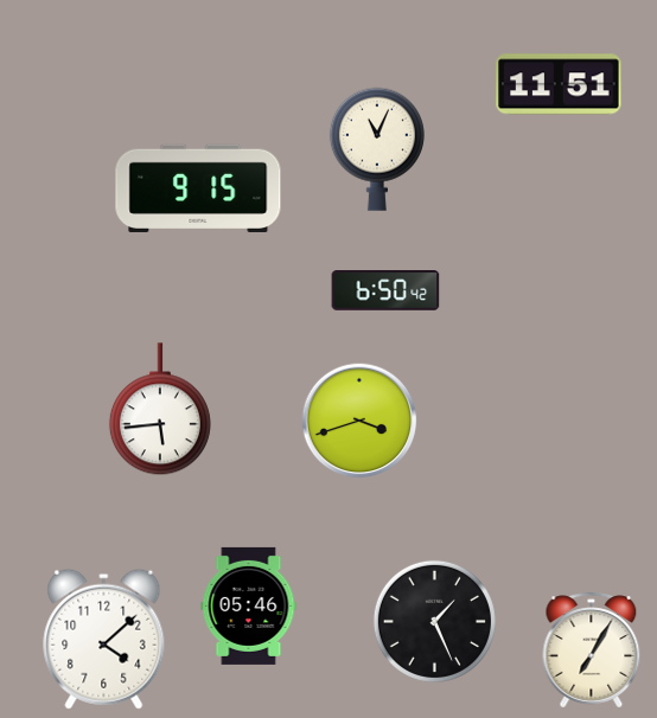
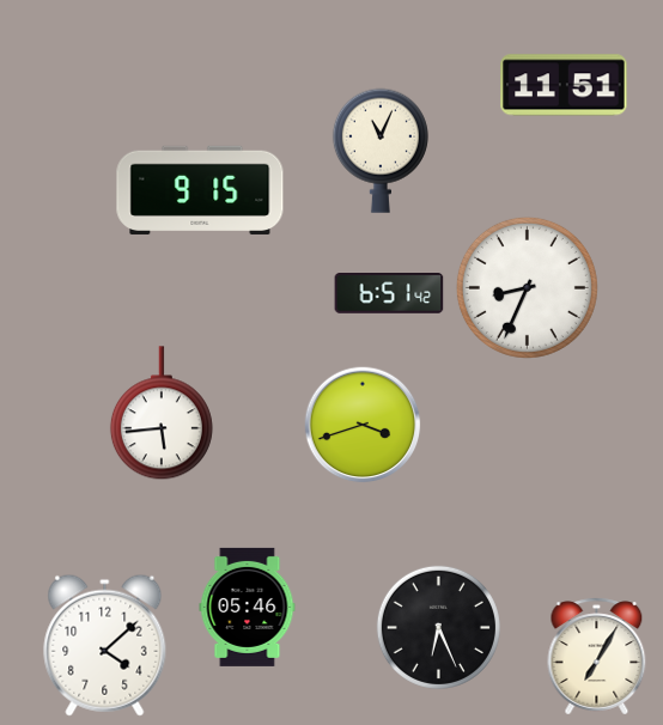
clock at (527, 287): none -> 8:34
clock at (385, 291): 6:50 -> 6:51
clock at (249, 605) position: (249, 605) -> (248, 607)
clock at (434, 621): 1:26 -> 6:26
